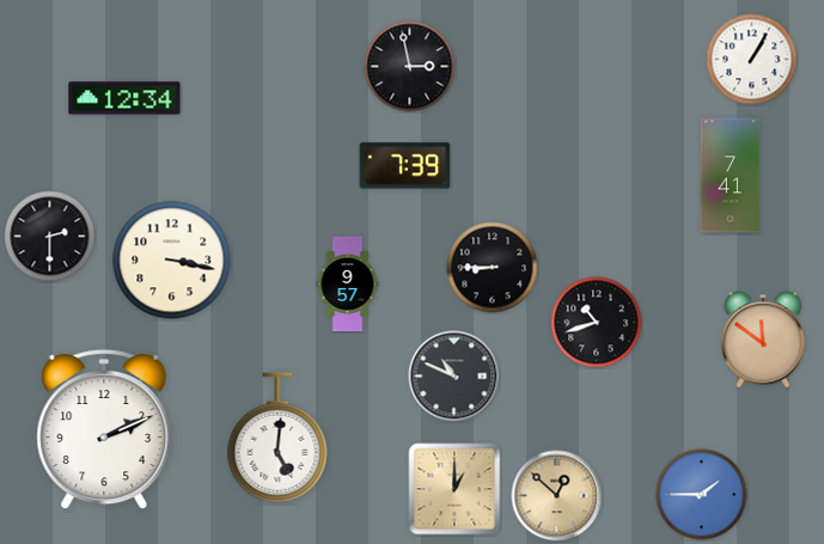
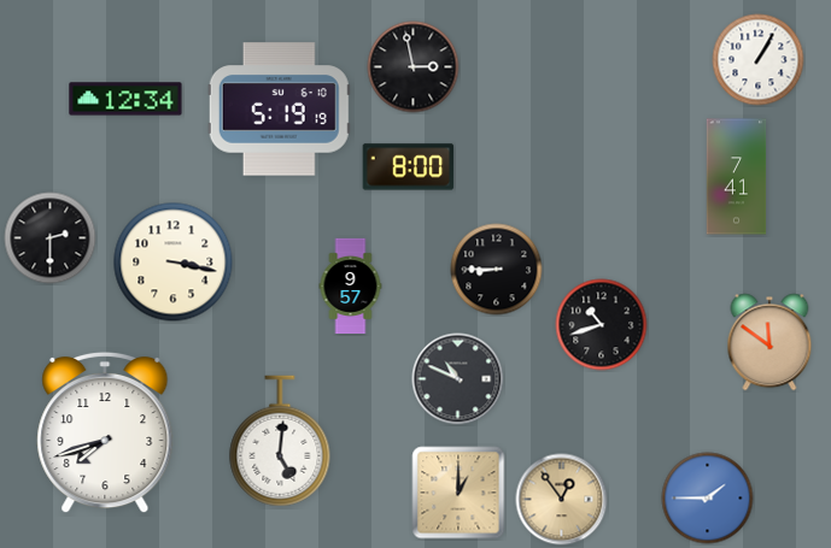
clock at (279, 110): none -> 5:19
clock at (405, 166): 7:39 -> 8:00
clock at (104, 429): 2:11 -> 7:42
clock at (557, 496): 12:52 -> 12:54
